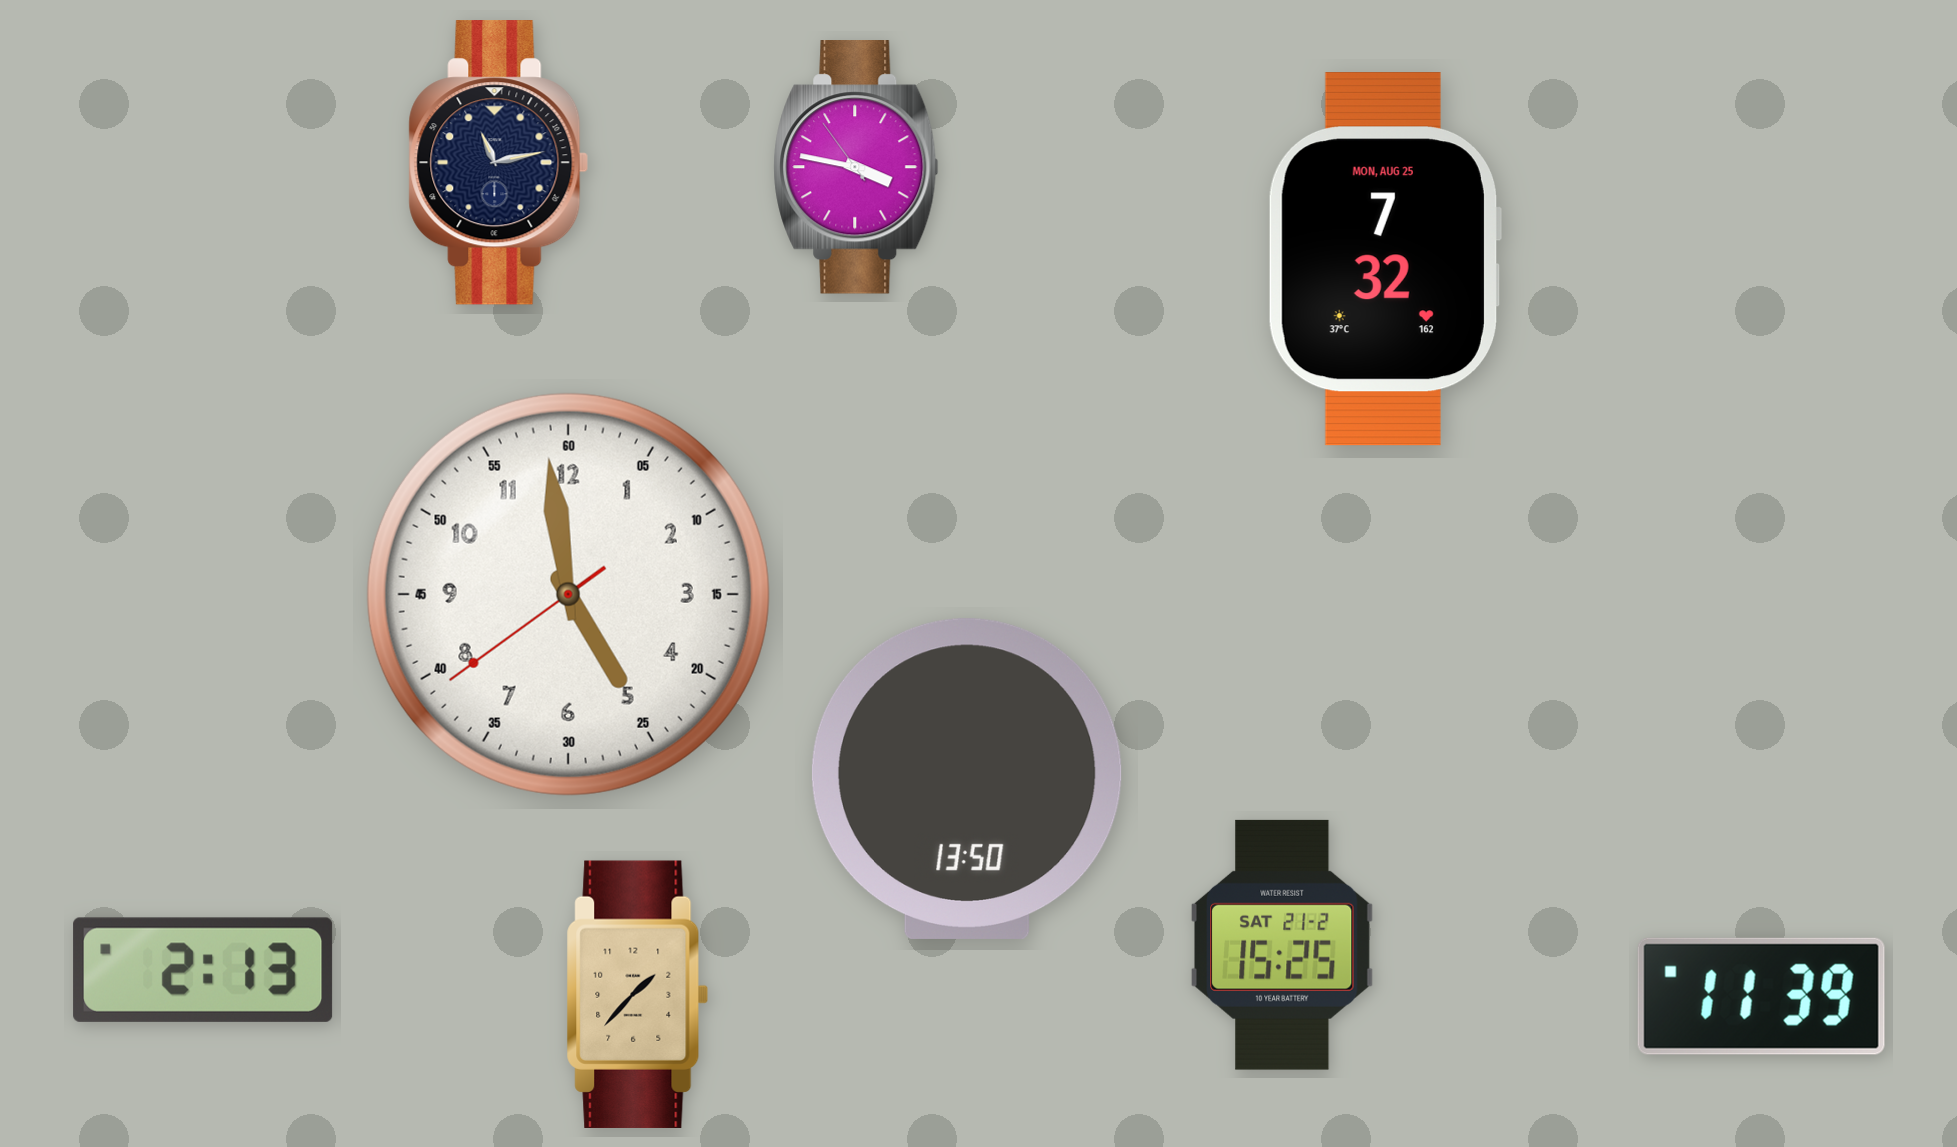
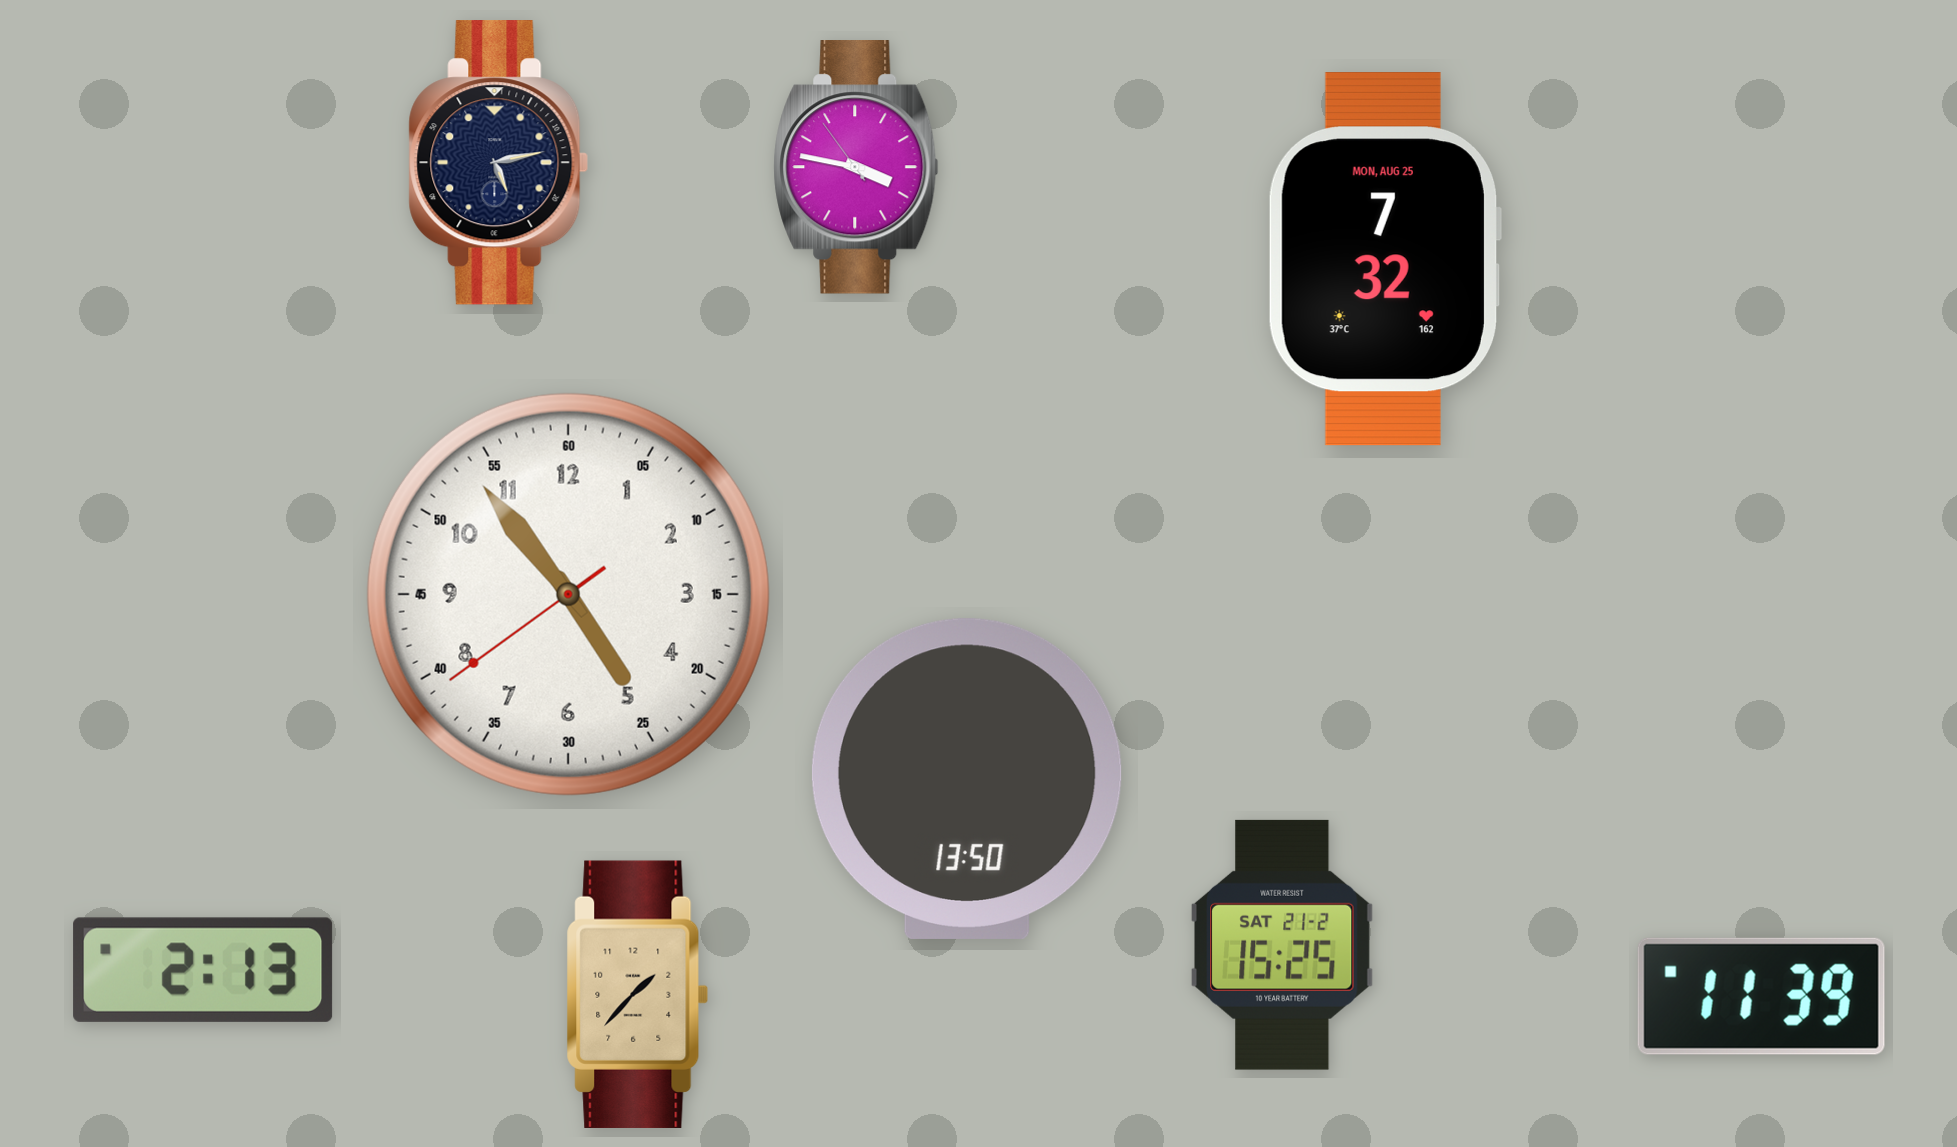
clock at (499, 163): 11:13 -> 5:13
clock at (568, 594): 4:58 -> 4:53
